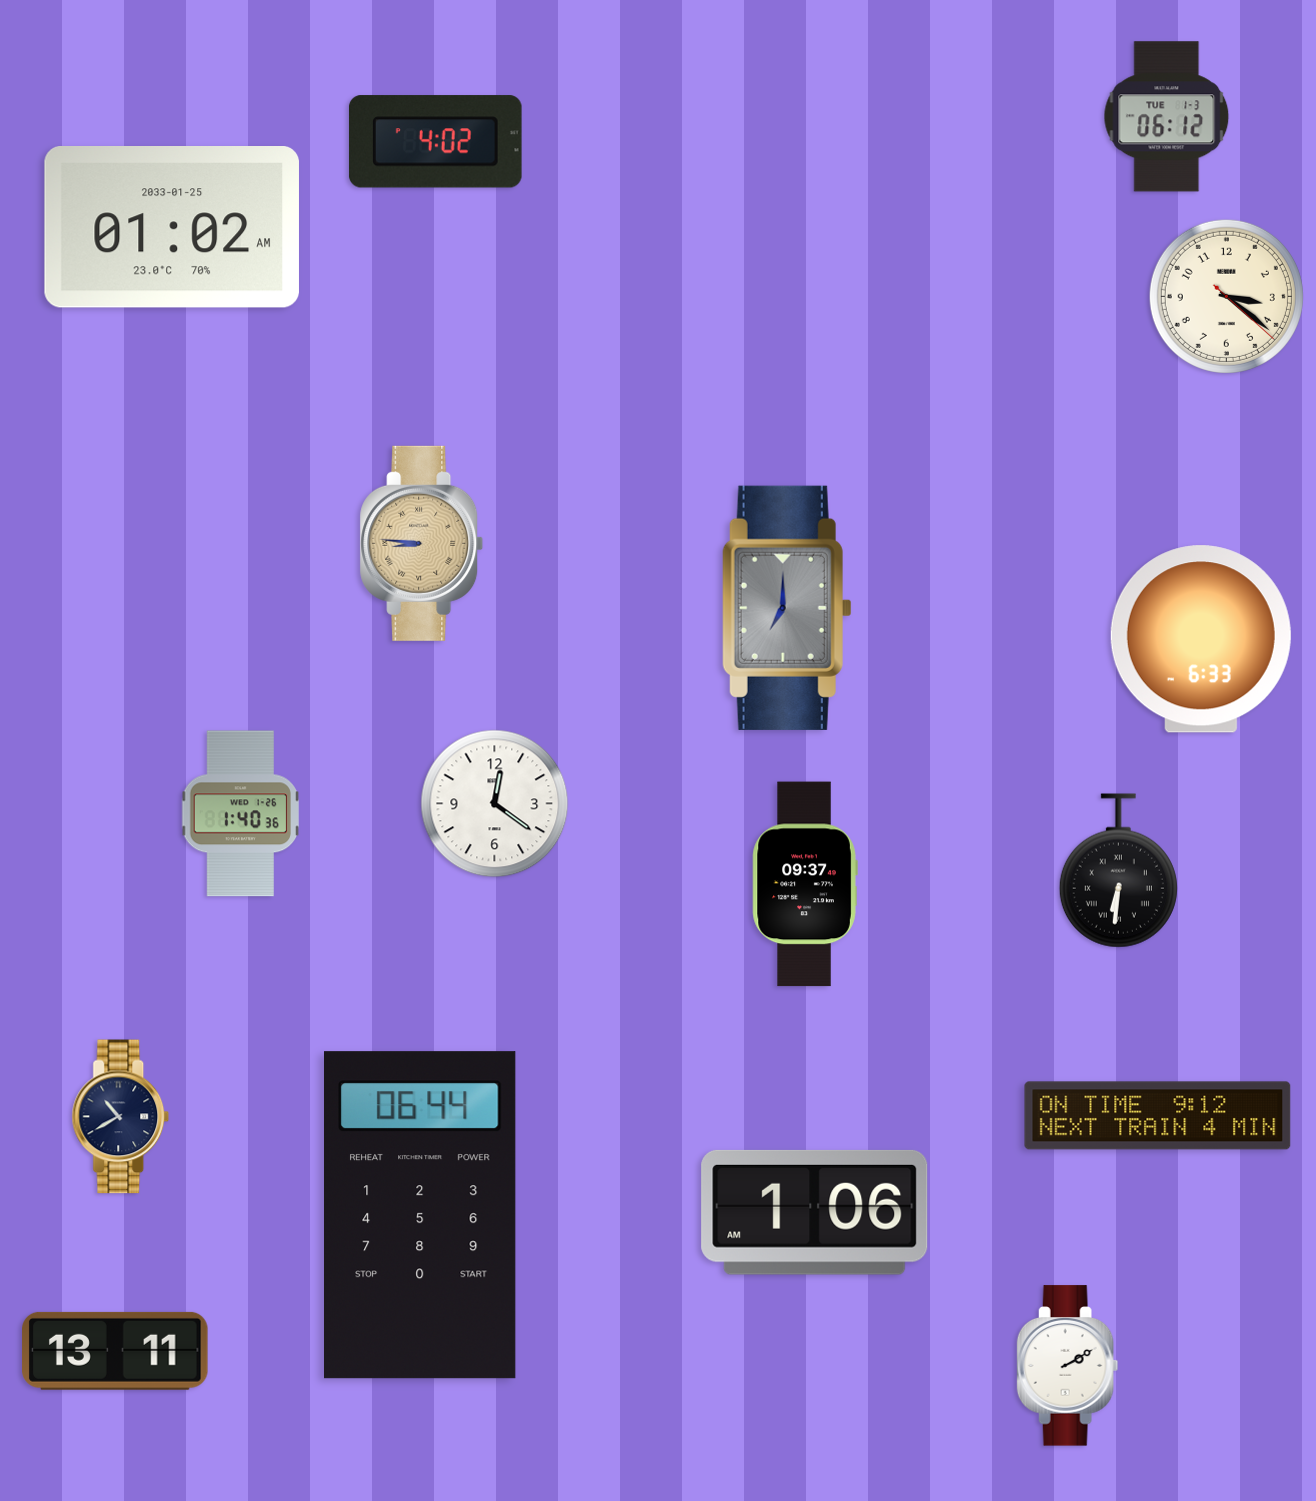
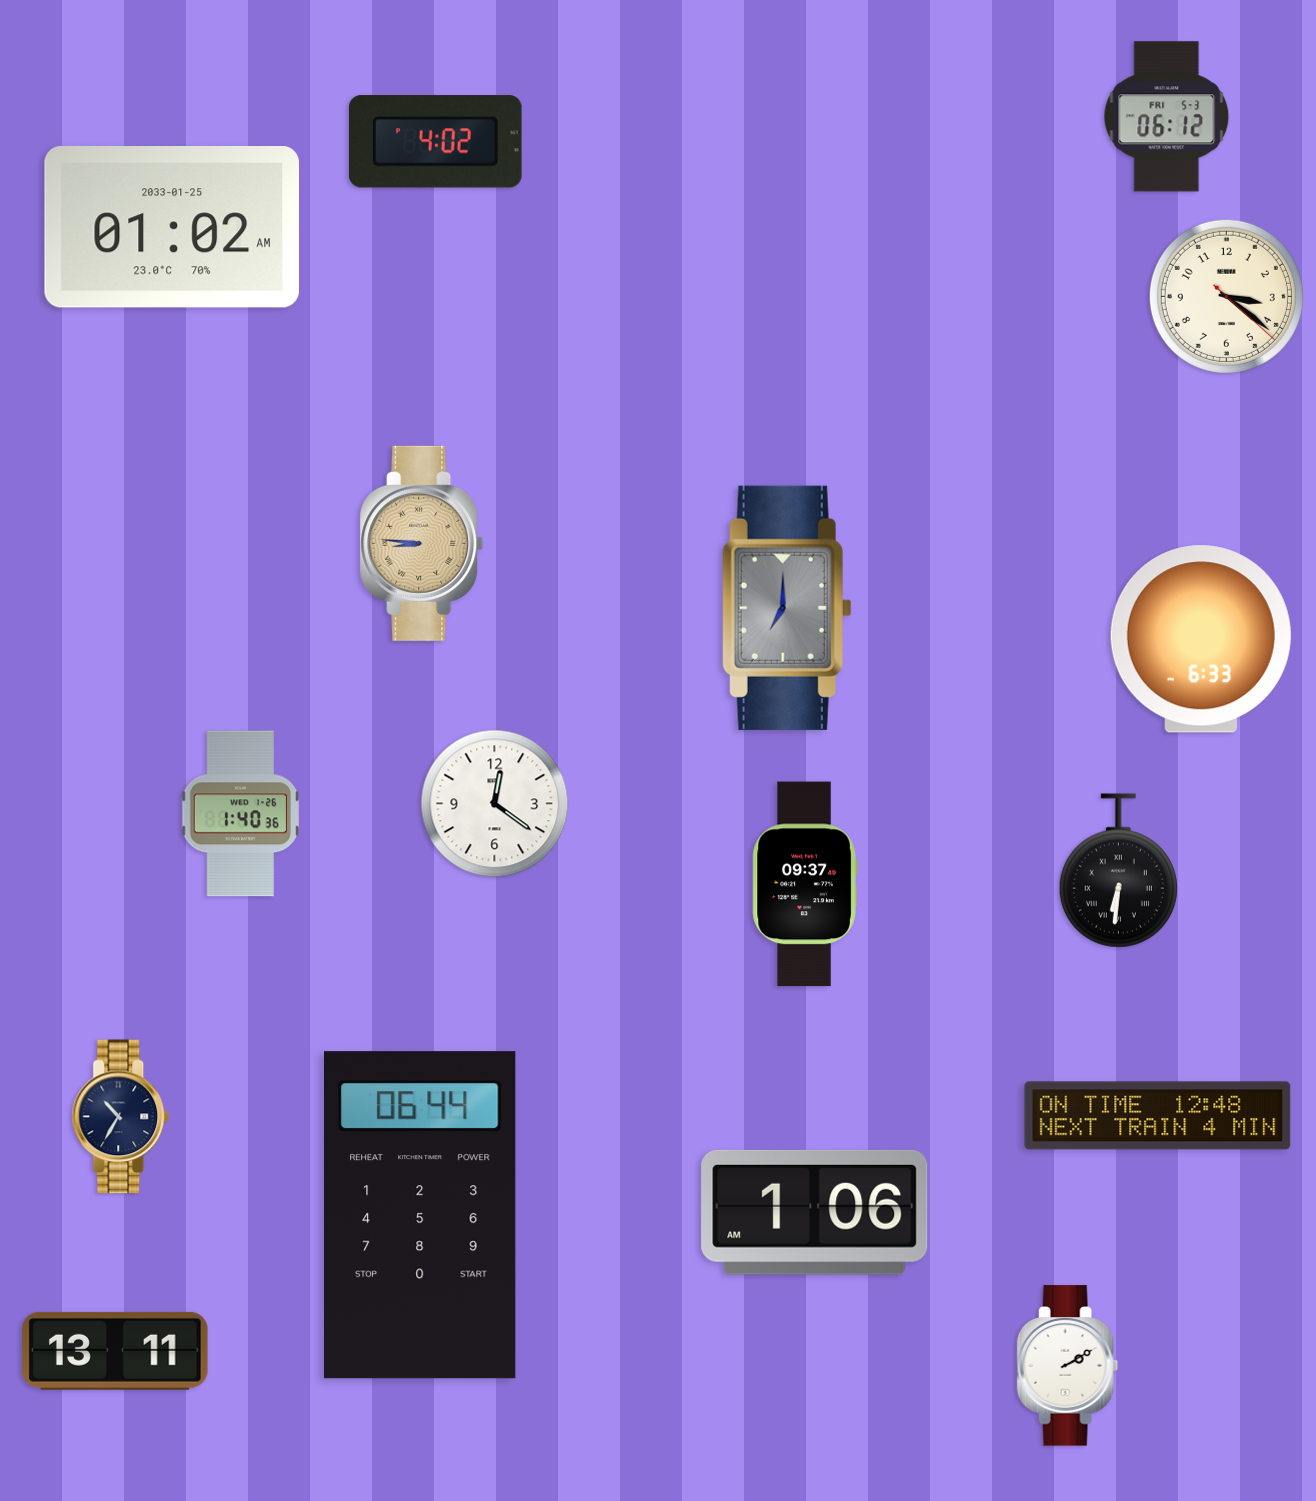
clock at (1167, 117) date: TUE 1-3 -> FRI 5-3
clock at (1158, 1116): 9:12 -> 12:48
clock at (121, 1117): 10:40 -> 10:35
